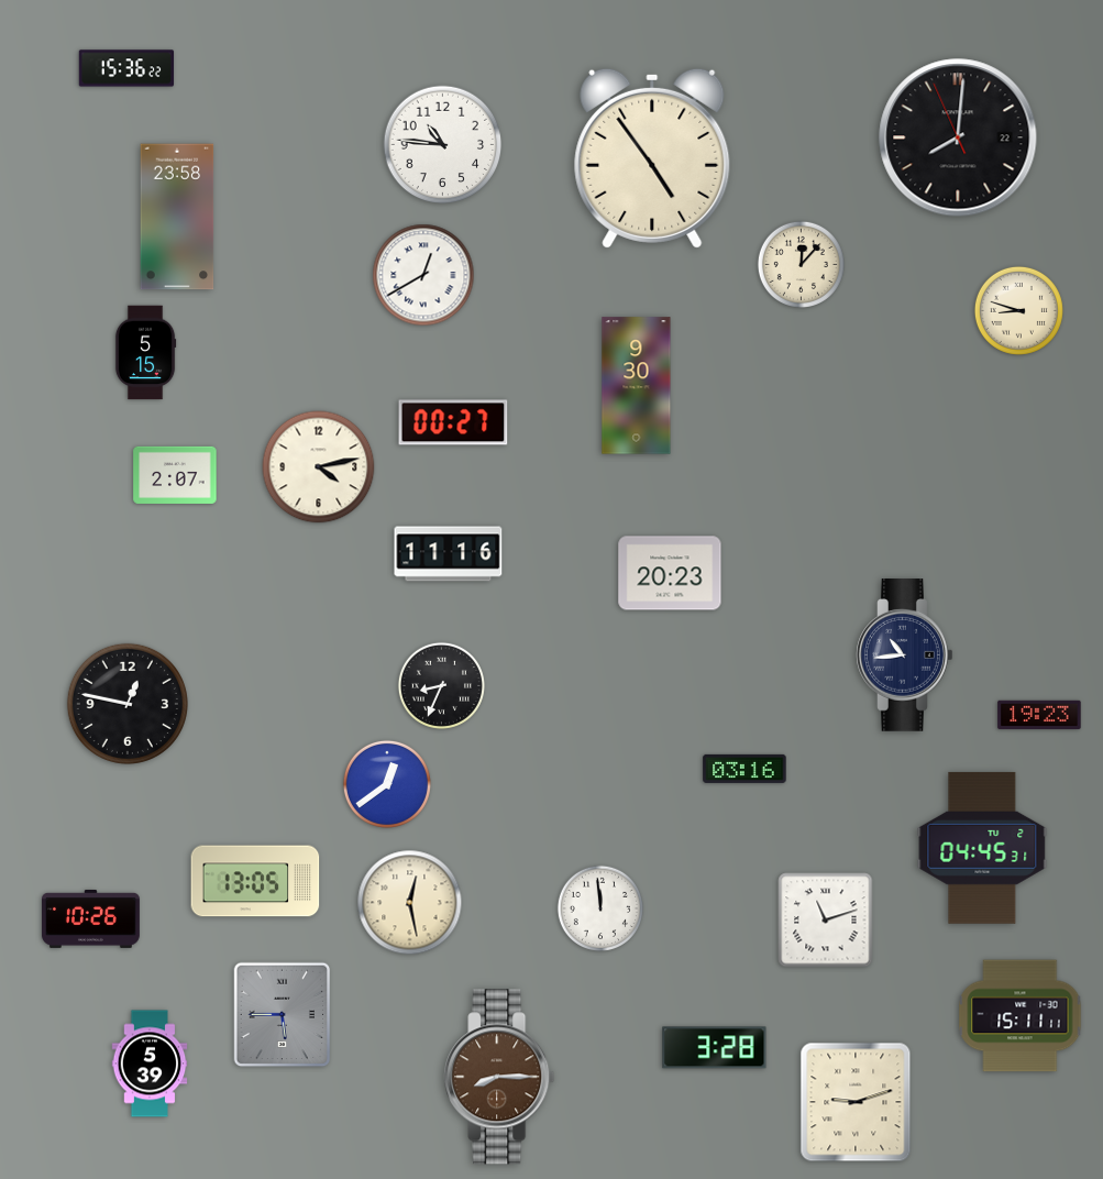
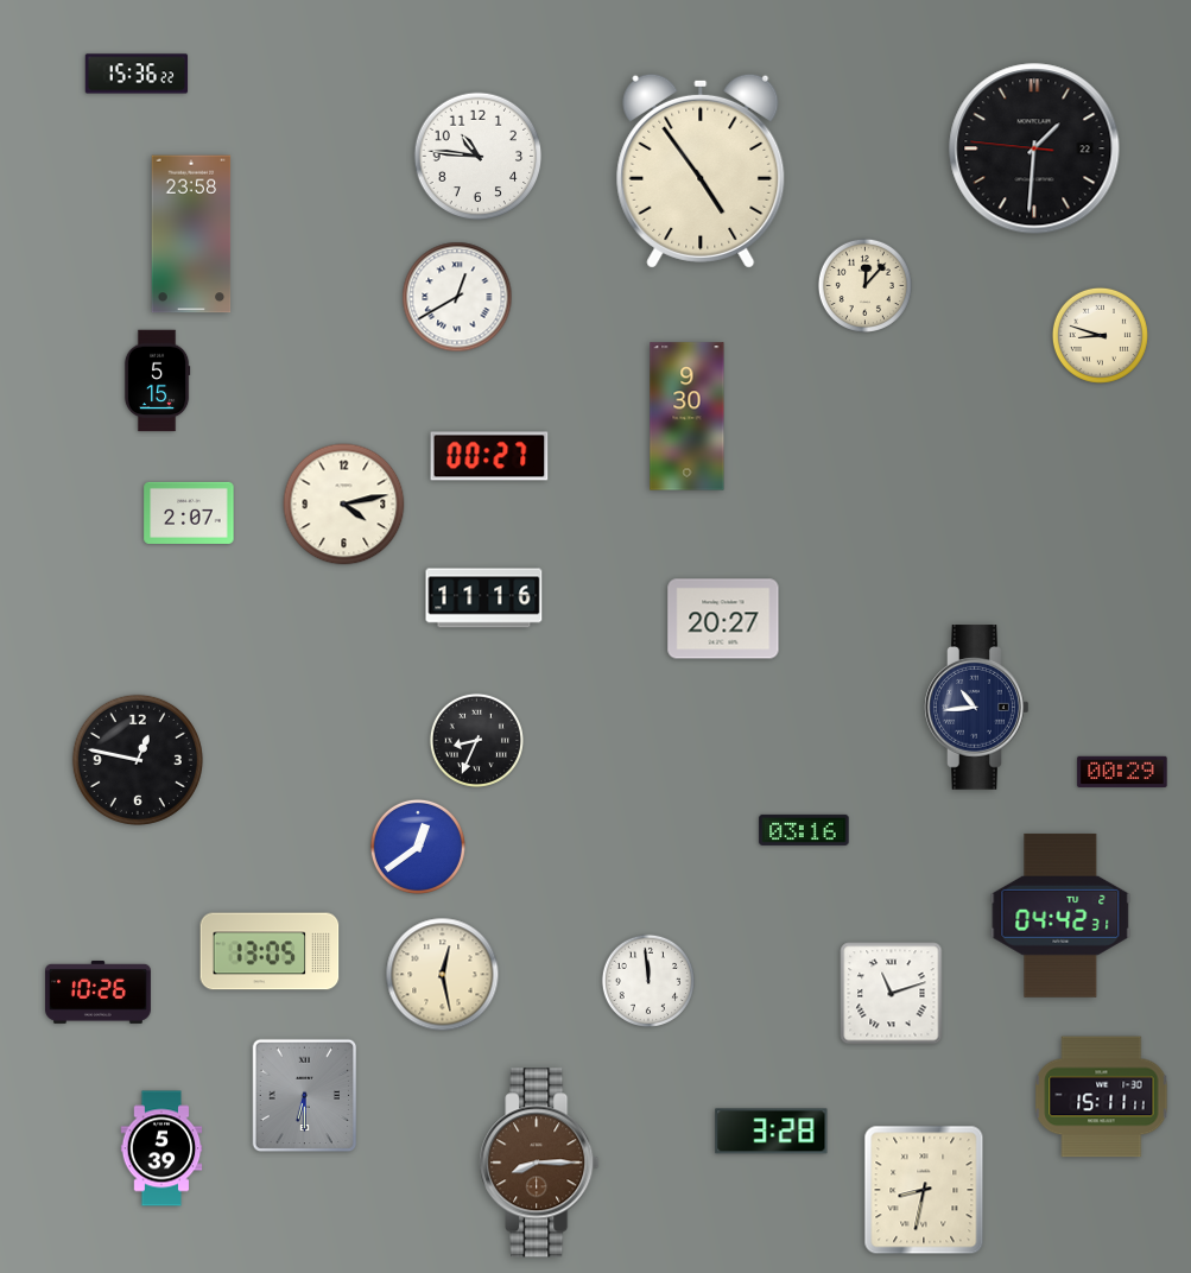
clock at (958, 137): 8:00 -> 1:30
clock at (652, 158) position: (652, 158) -> (701, 171)
clock at (670, 573): 20:23 -> 20:27
clock at (1039, 715): 19:23 -> 00:29
clock at (982, 848): 04:45 -> 04:42
clock at (255, 881) position: (255, 881) -> (270, 951)
clock at (283, 1015): 5:45 -> 6:30
clock at (856, 1102): 9:12 -> 8:32
